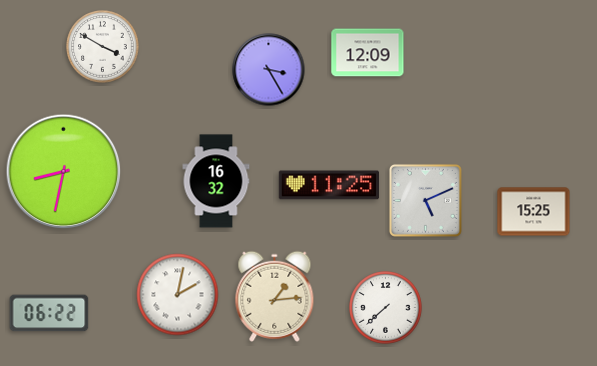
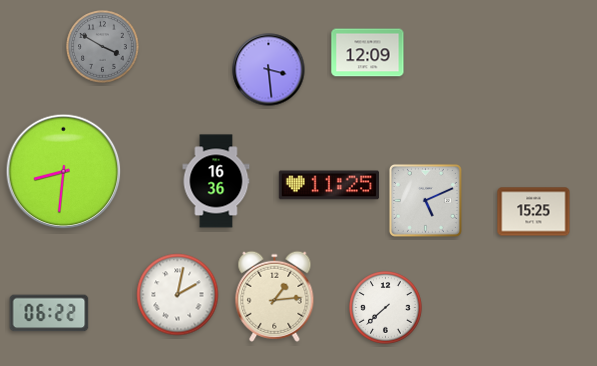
clock at (103, 47) dial: white -> grey
clock at (269, 70): 3:25 -> 3:29
clock at (64, 172): 8:32 -> 8:31
clock at (216, 181): 16:32 -> 16:36
